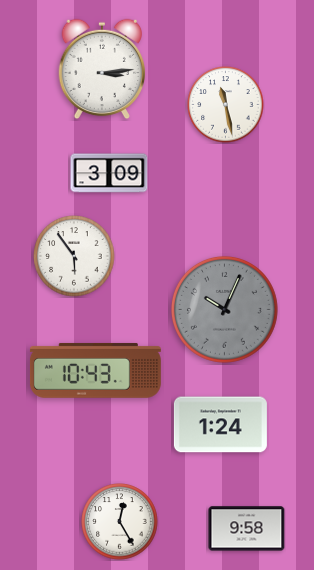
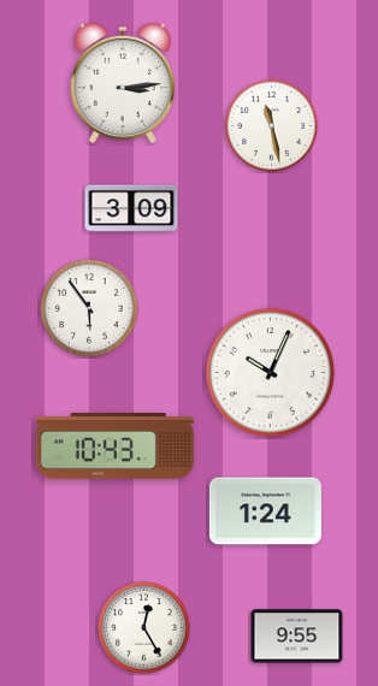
clock at (224, 309) dial: grey -> white
clock at (247, 529): 9:58 -> 9:55
